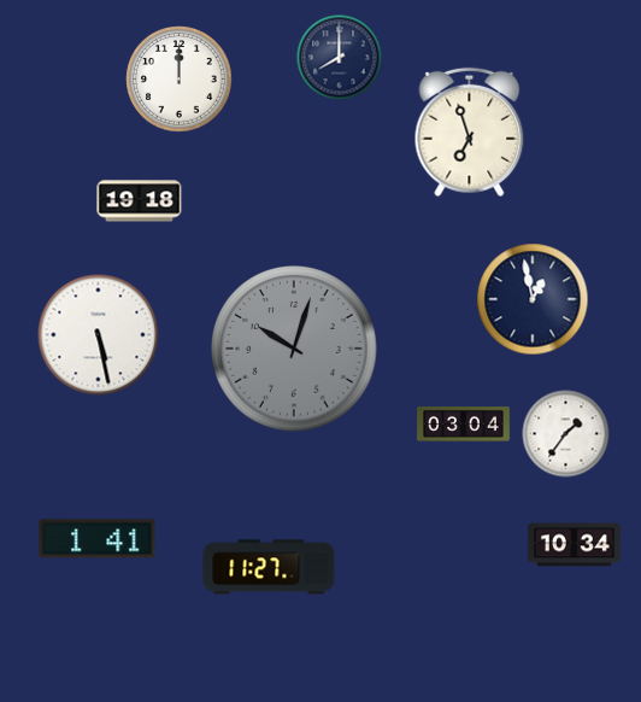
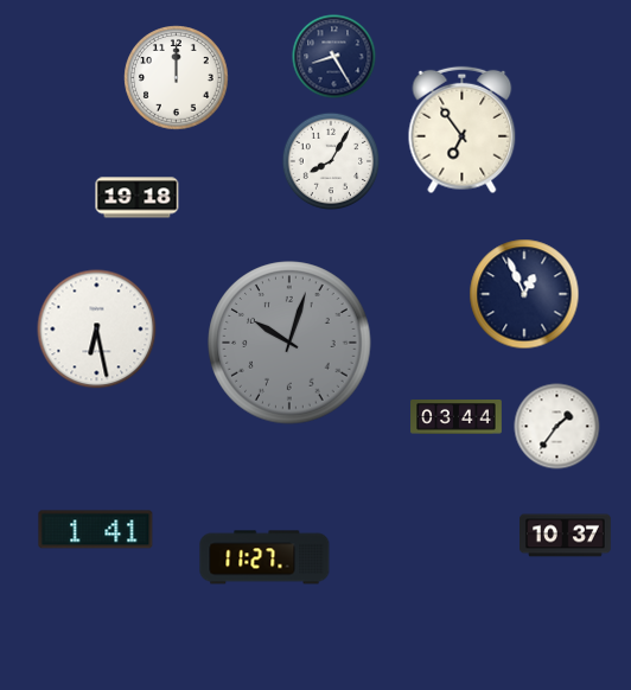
clock at (340, 58): 8:00 -> 8:25
clock at (470, 133): 6:57 -> 6:54
clock at (331, 161): none -> 8:05
clock at (533, 299): 12:58 -> 12:56
clock at (99, 335): 5:28 -> 6:28
clock at (464, 425): 03:04 -> 03:44
clock at (575, 545): 10:34 -> 10:37
